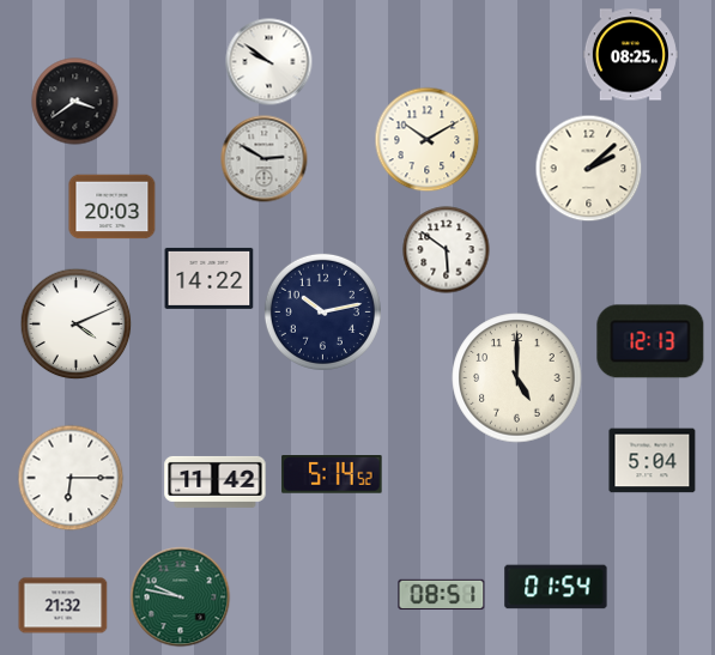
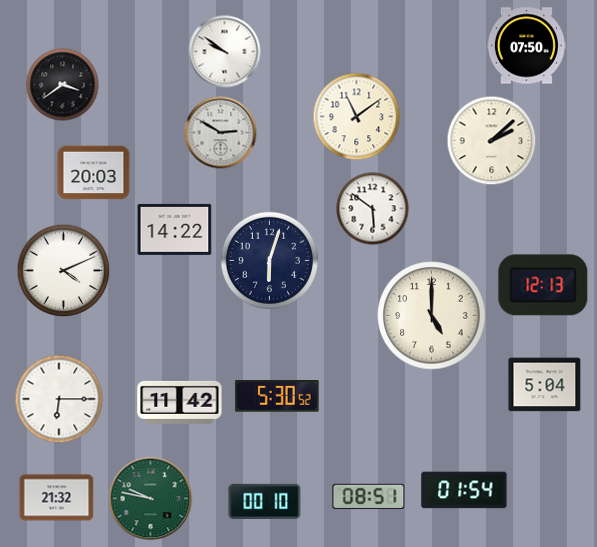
clock at (630, 55): 08:25 -> 07:50
clock at (428, 140): 10:10 -> 11:09
clock at (210, 278) position: (210, 278) -> (175, 229)
clock at (322, 311): 10:13 -> 6:03
clock at (332, 474): 5:14 -> 5:30
clock at (265, 501): none -> 00:10
clock at (63, 606) position: (63, 606) -> (57, 498)
